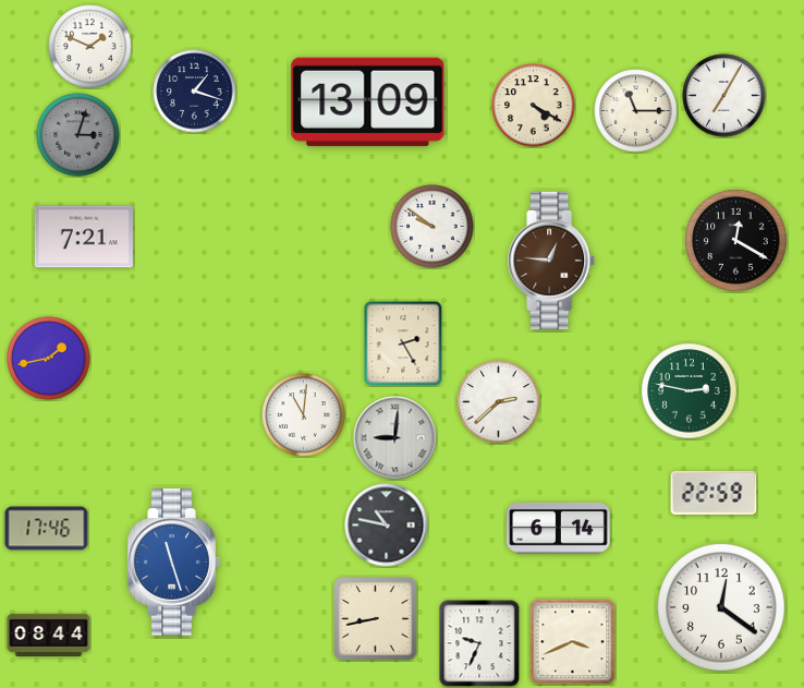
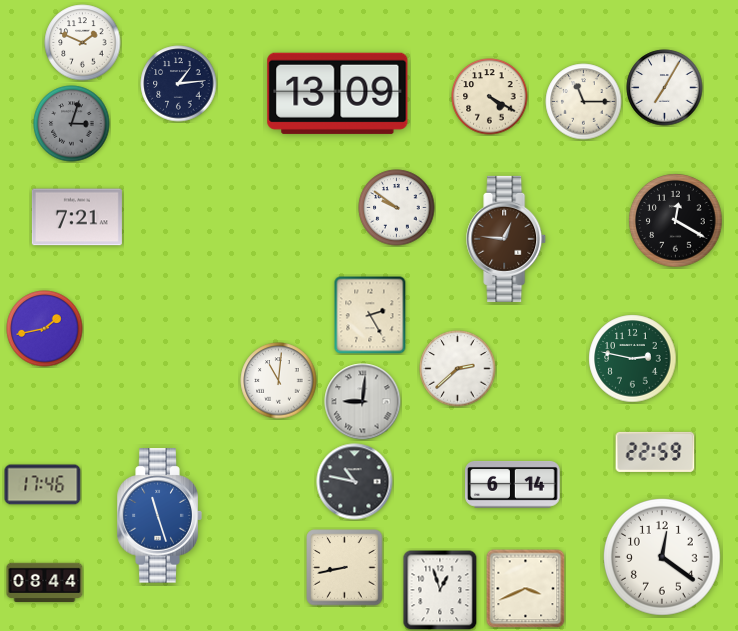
clock at (195, 92): 1:18 -> 1:14
clock at (479, 643): 9:34 -> 12:57
